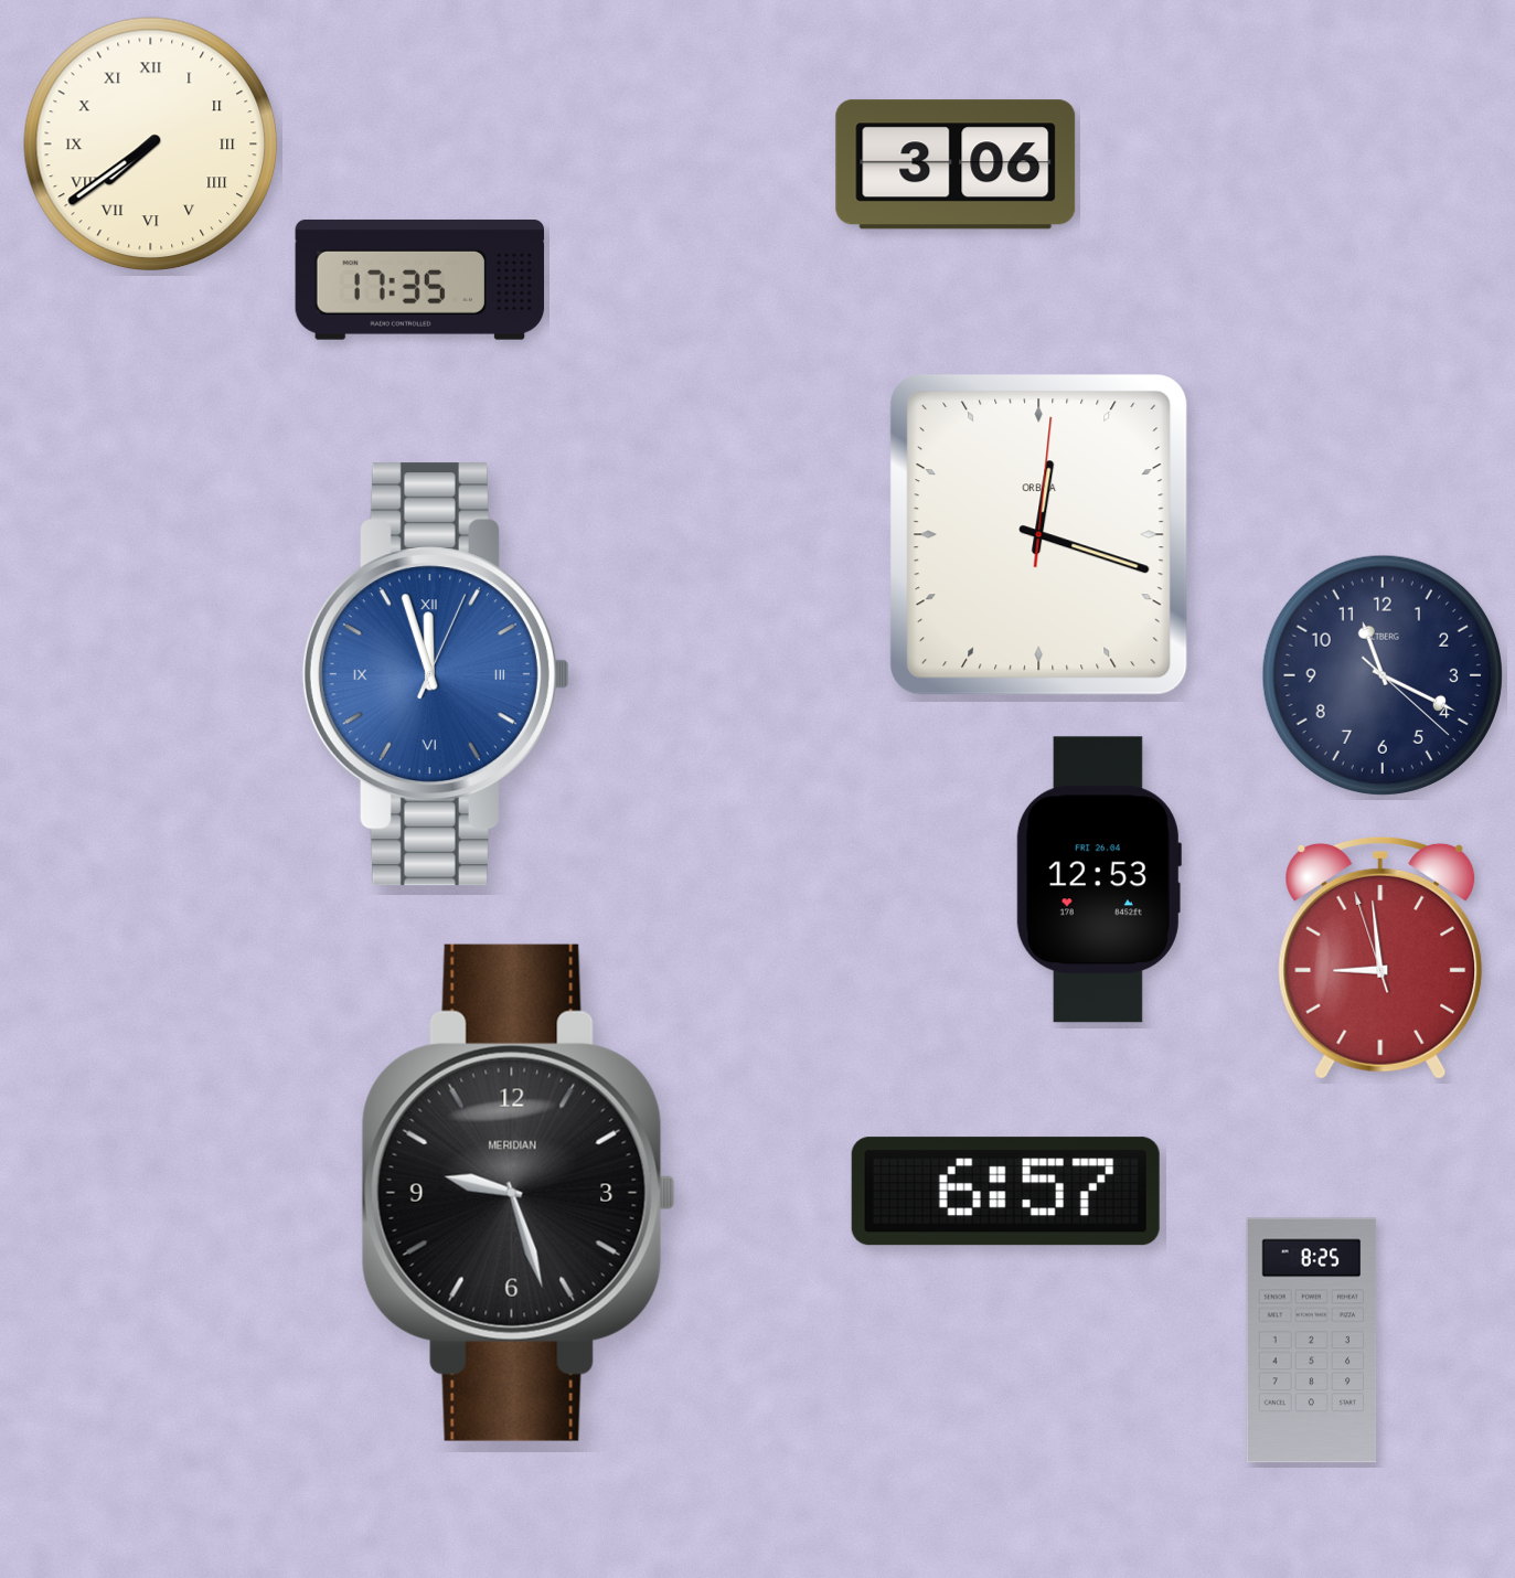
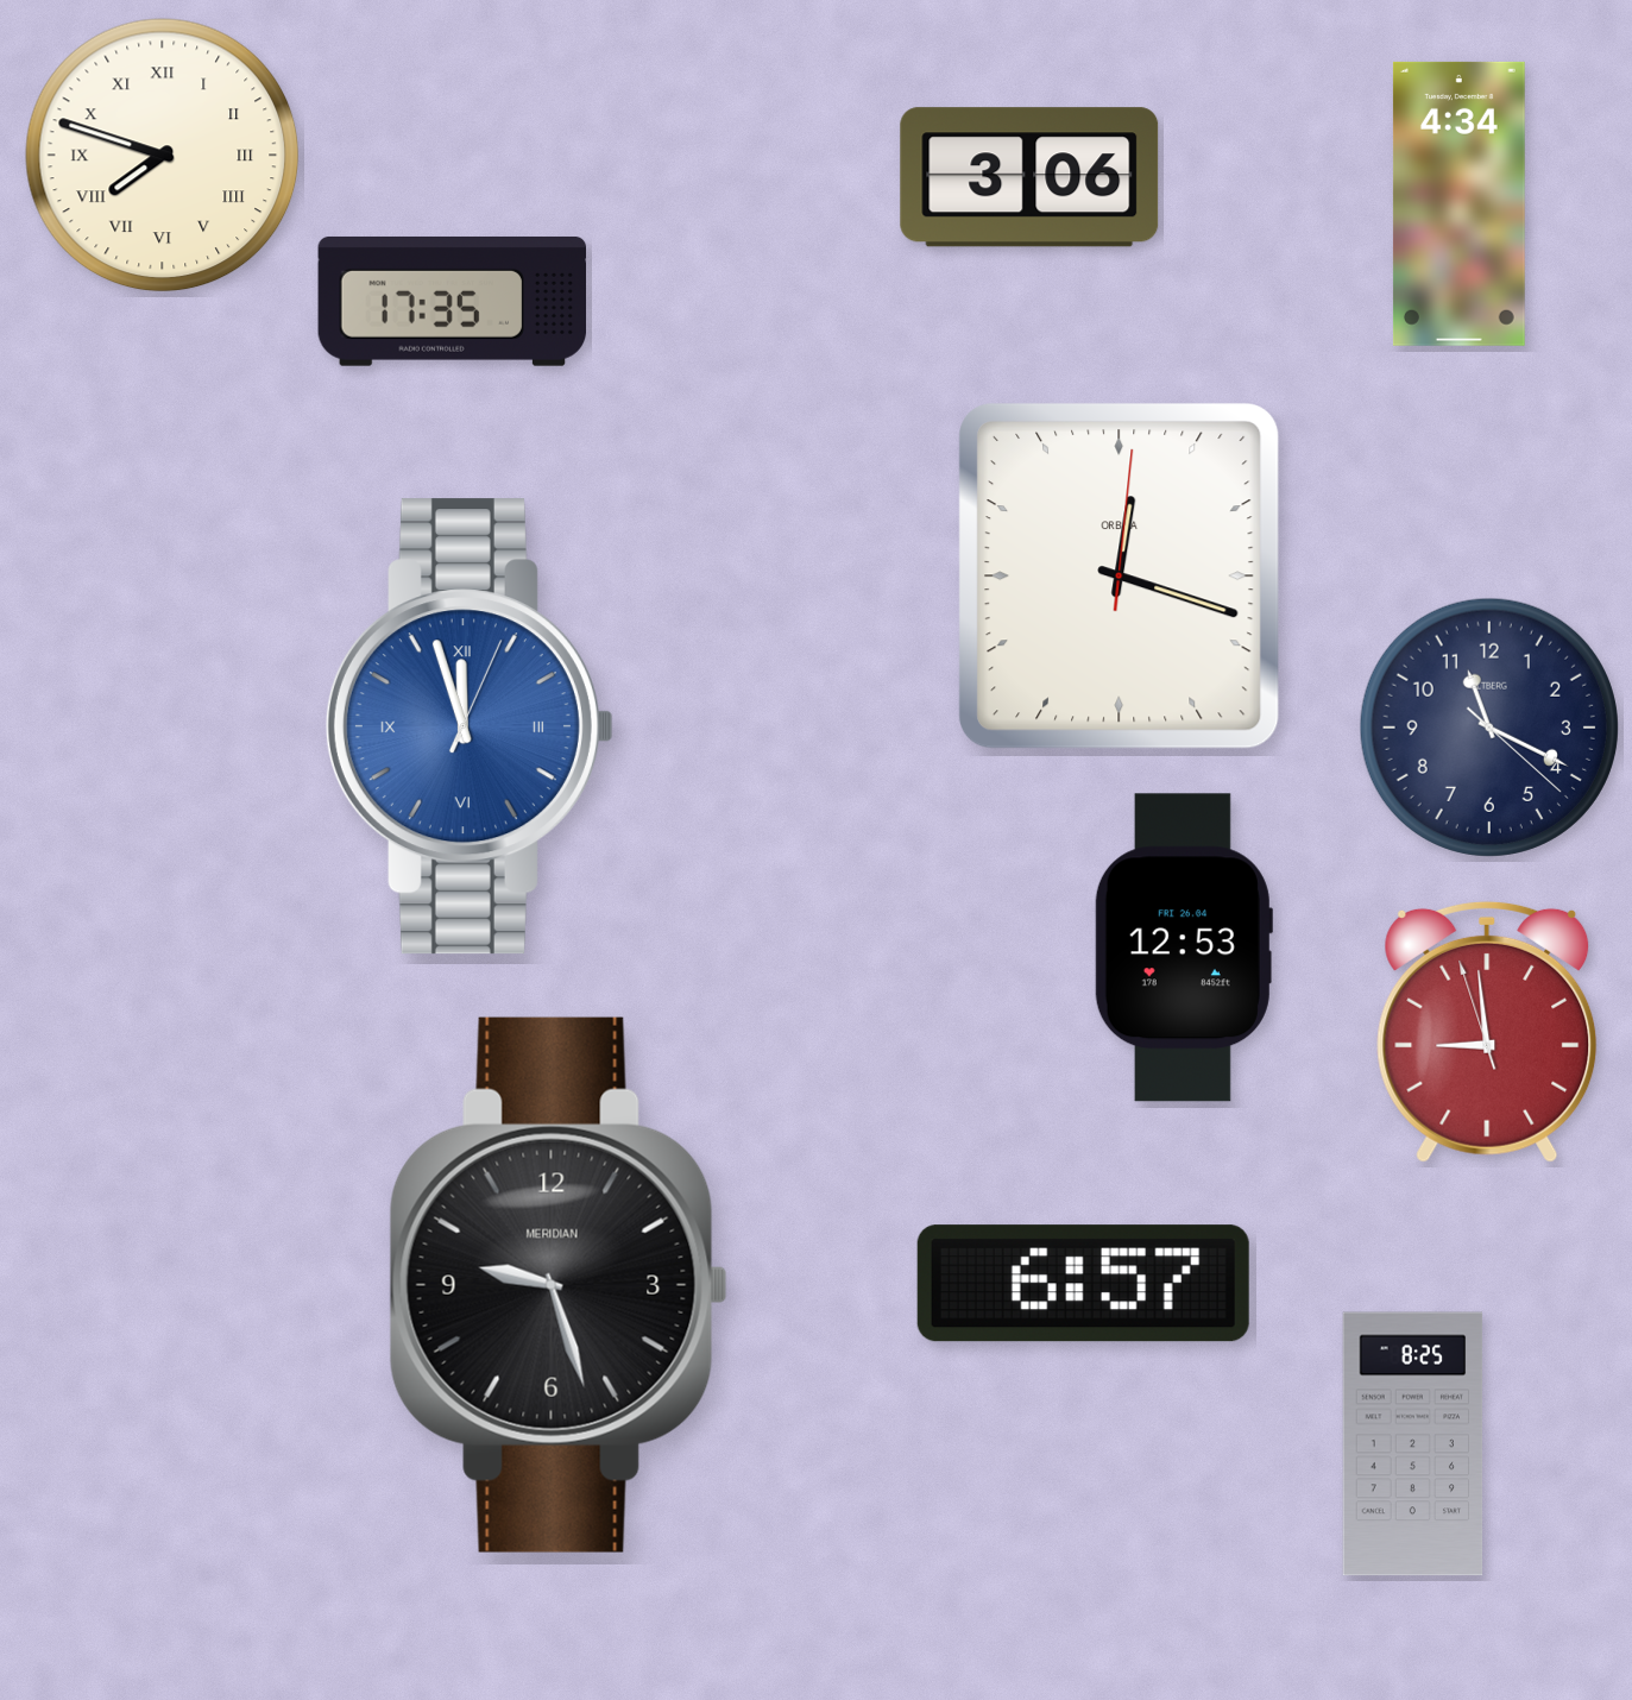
clock at (151, 145): 7:39 -> 7:48
clock at (1458, 203): none -> 4:34
